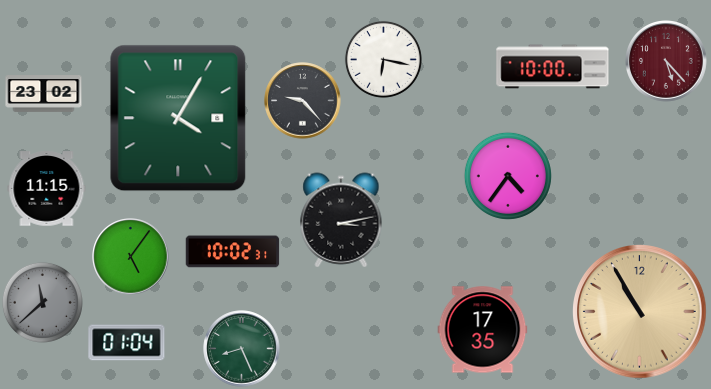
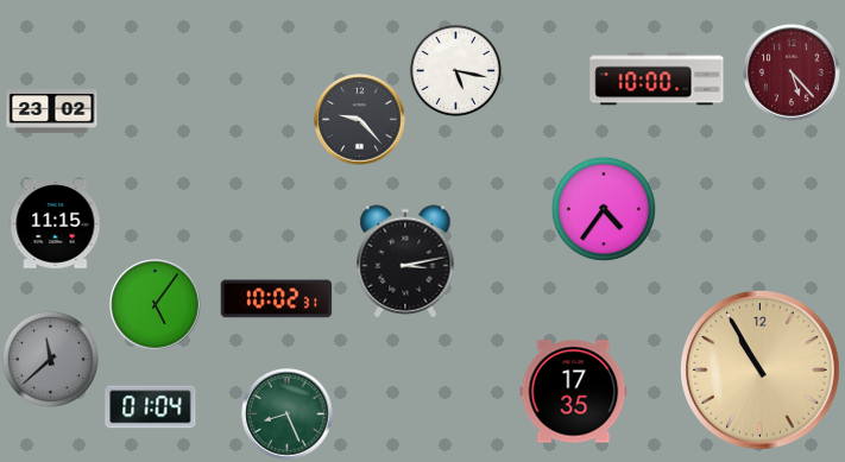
clock at (383, 59): 6:17 -> 5:17
clock at (178, 118): 4:05 -> none
